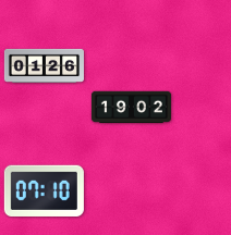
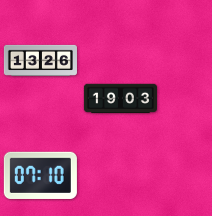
clock at (44, 65): 01:26 -> 13:26
clock at (131, 108): 19:02 -> 19:03
